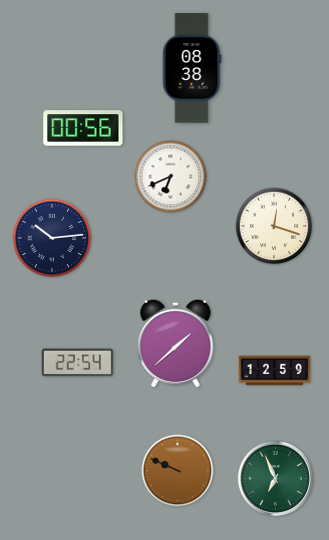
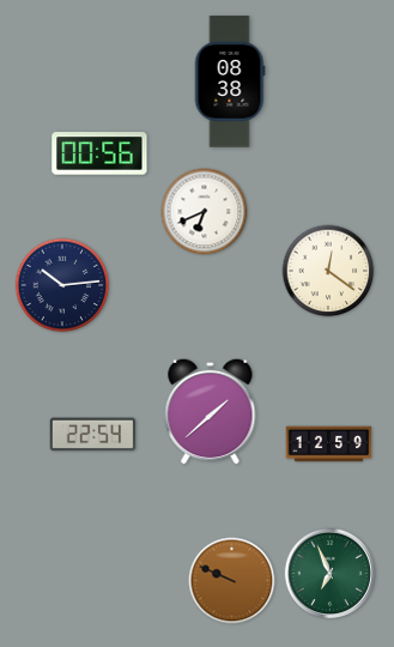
clock at (274, 226): 12:18 -> 12:21
clock at (178, 471) position: (178, 471) -> (232, 581)
